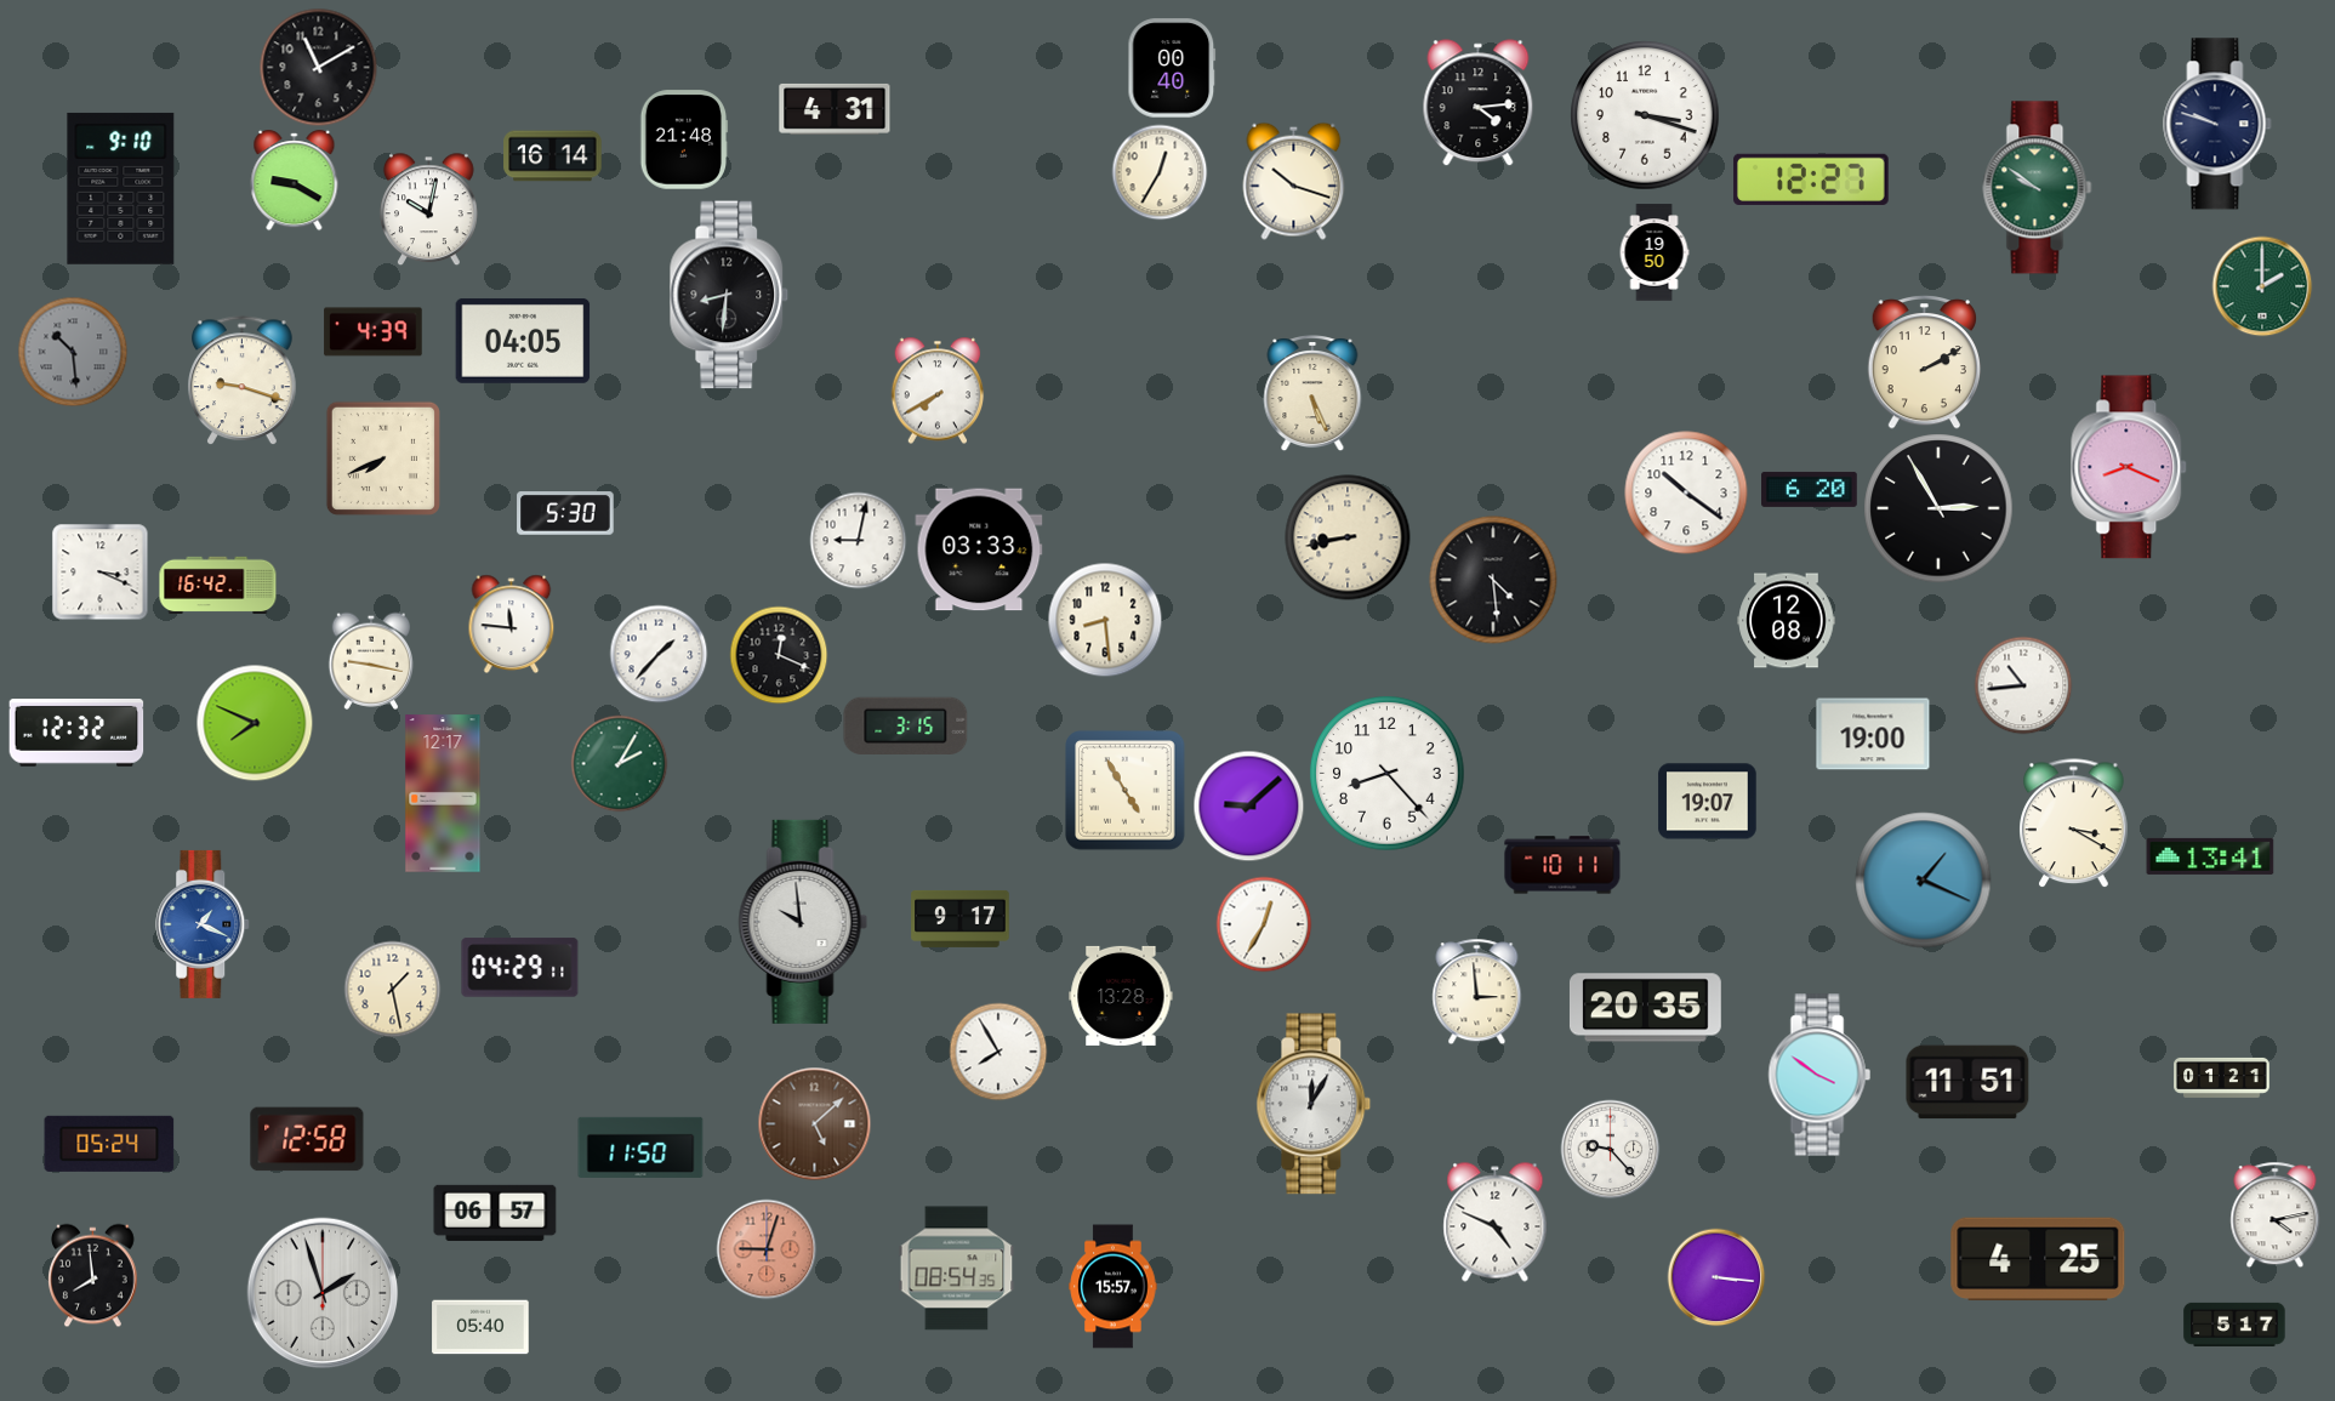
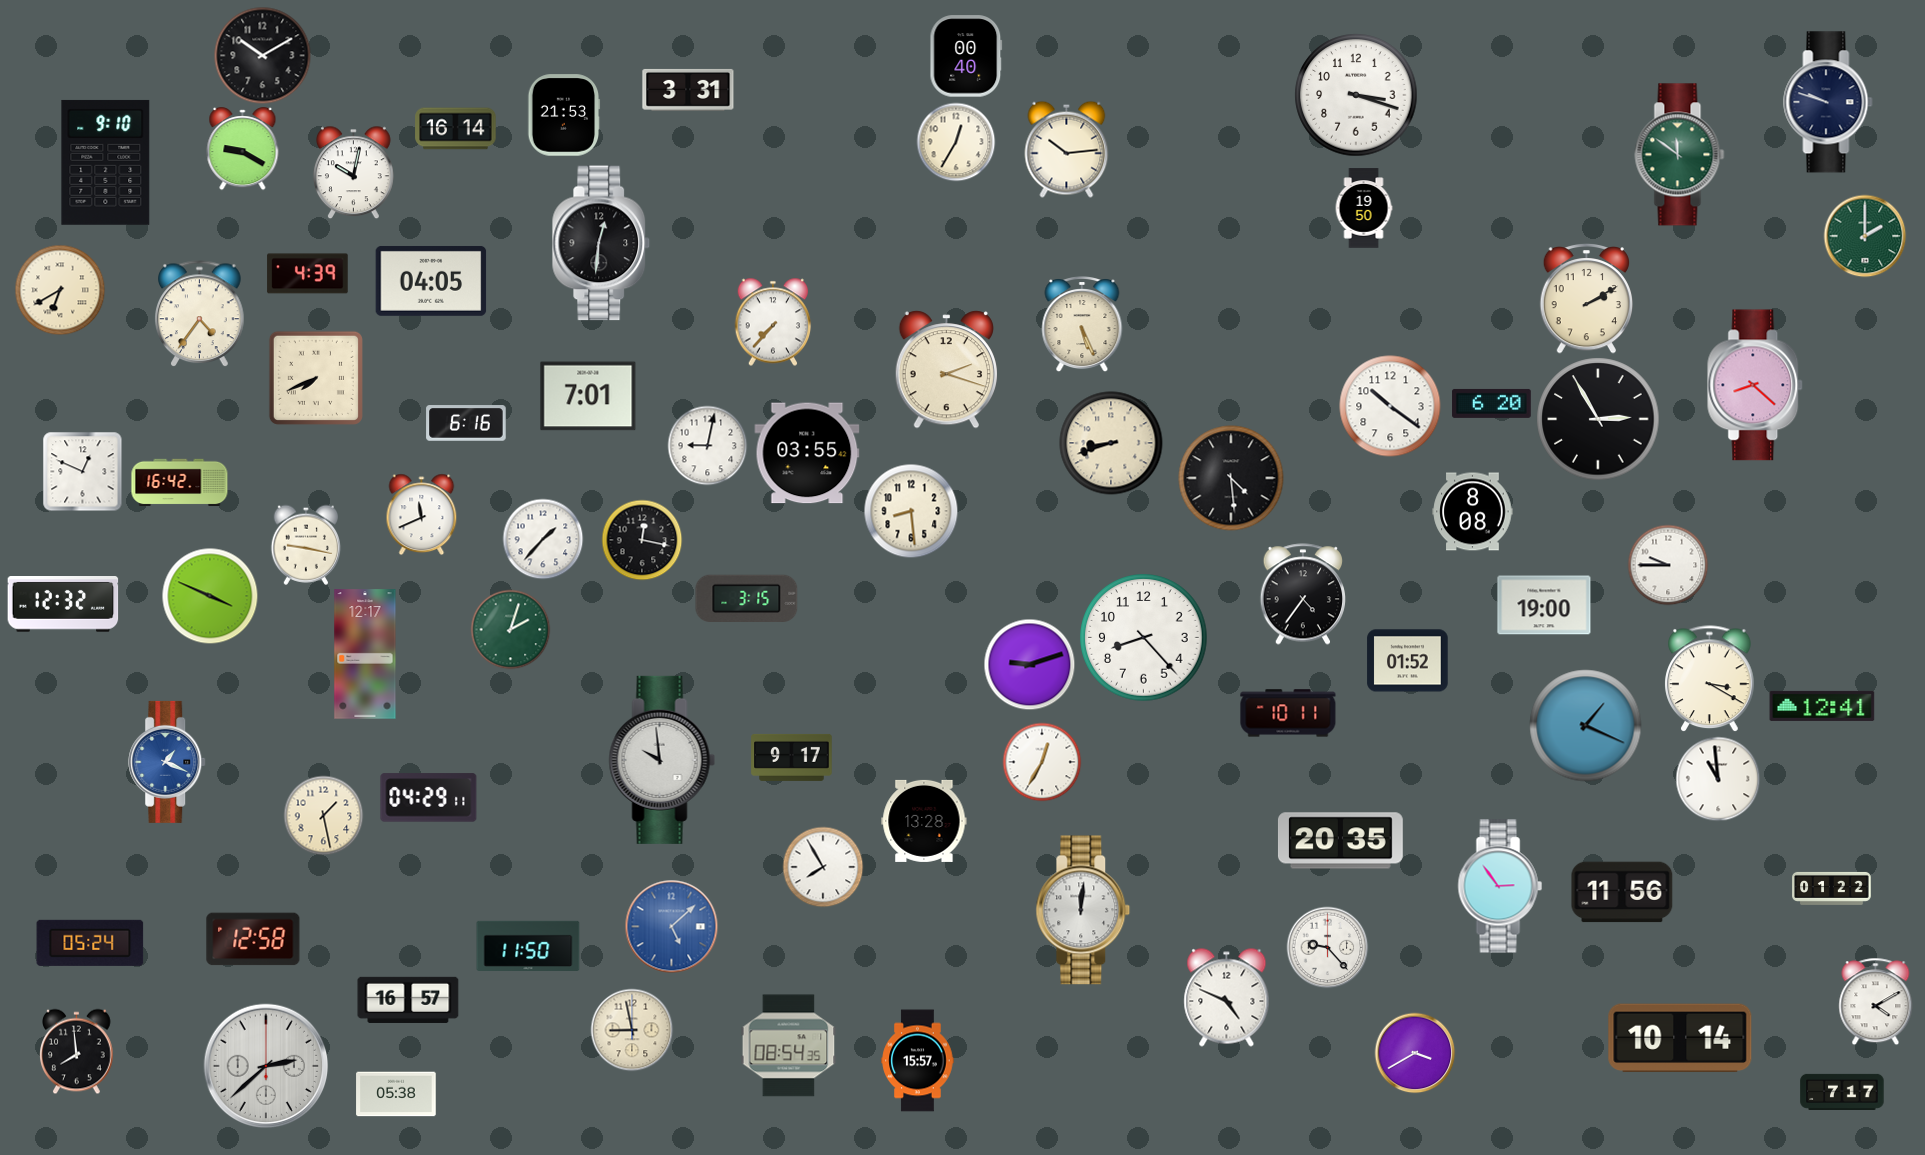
clock at (318, 67): 11:10 -> 10:10
clock at (1479, 103): 4:14 -> none
clock at (835, 109): 4:31 -> 3:31
clock at (684, 139): 21:48 -> 21:53
clock at (1811, 180): 12:27 -> none
clock at (1294, 181): 10:18 -> 10:14
clock at (121, 188) position: (121, 188) -> (106, 162)
clock at (2038, 188): 9:51 -> 11:51
clock at (729, 295): 8:31 -> 12:31
clock at (73, 352): 10:29 -> 6:40
clock at (73, 352) dial: grey -> cream
clock at (243, 381): 9:18 -> 4:36
clock at (938, 391): 7:40 -> 7:37
clock at (946, 370): none -> 2:18
clock at (2130, 467): 8:19 -> 8:22
clock at (588, 396): none -> 7:01
clock at (565, 513): 5:30 -> 6:16
clock at (1348, 537): 8:43 -> 8:42
clock at (979, 549): 03:33 -> 03:55
clock at (99, 571): 3:19 -> 12:49
clock at (1787, 621): 12:08 -> 8:08
clock at (512, 623): 11:46 -> 11:41
clock at (779, 655): 12:19 -> 12:17
clock at (2023, 685): 10:44 -> 9:45
clock at (1302, 594): none -> 4:36
clock at (255, 723): 7:49 -> 3:49
clock at (619, 763): 2:05 -> 2:03
clock at (1126, 791): 4:55 -> none
clock at (1708, 802): 19:07 -> 01:52
clock at (1248, 805): 9:08 -> 9:12
clock at (2210, 856): 13:41 -> 12:41
clock at (1718, 779): none -> 10:59
clock at (1477, 991): 2:59 -> none
clock at (1645, 1008) position: (1645, 1008) -> (1340, 841)
clock at (1819, 1075): 3:51 -> 2:54
clock at (2222, 1077): 01:21 -> 01:22
clock at (1967, 1082): 11:51 -> 11:56
clock at (1314, 1104): 12:05 -> 12:01
clock at (814, 1123) dial: brown -> blue
clock at (495, 1213): 06:57 -> 16:57
clock at (2276, 1214): 4:13 -> 4:10
clock at (1496, 1223) position: (1496, 1223) -> (1227, 998)
clock at (767, 1249): 9:03 -> 8:58
clock at (767, 1249) dial: salmon -> cream
clock at (2038, 1259): 4:25 -> 10:14
clock at (1716, 1277): 3:16 -> 3:40
clock at (323, 1293): 1:57 -> 2:38
clock at (2234, 1325): 5:17 -> 7:17
clock at (480, 1327): 05:40 -> 05:38
